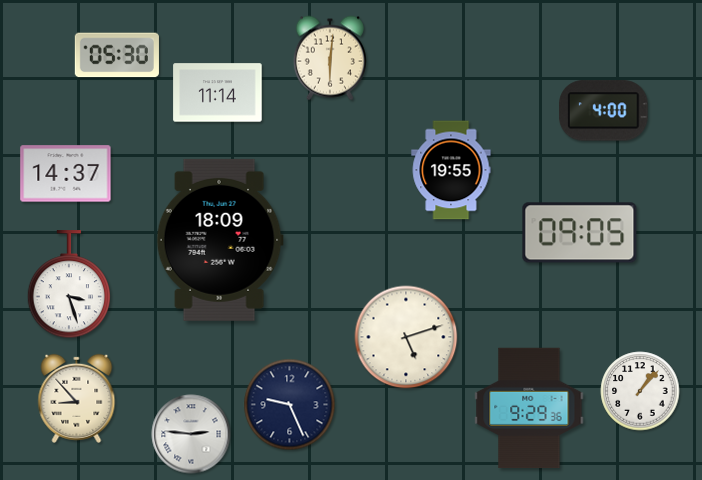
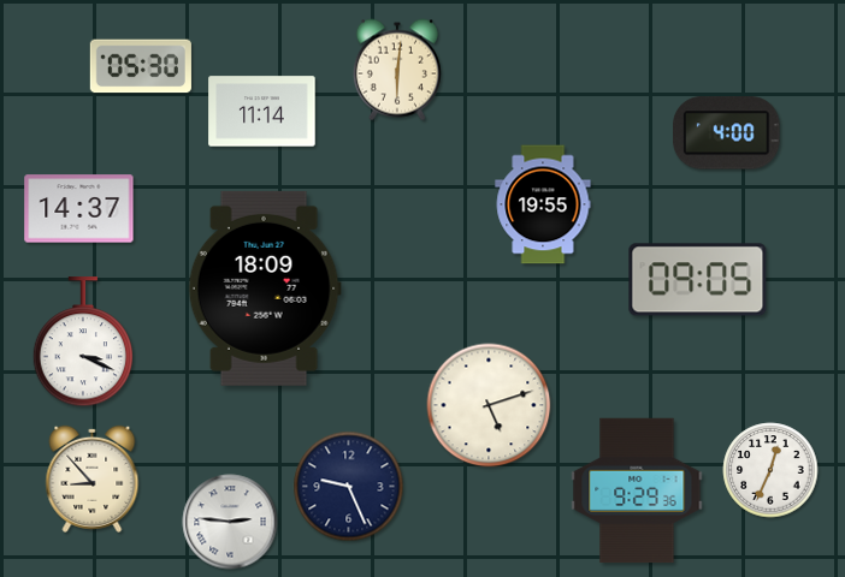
clock at (68, 285): 3:27 -> 3:19
clock at (640, 391): 1:07 -> 12:34
